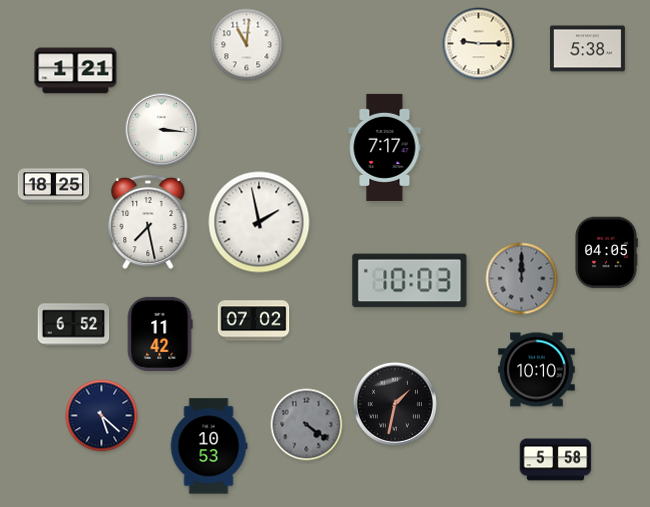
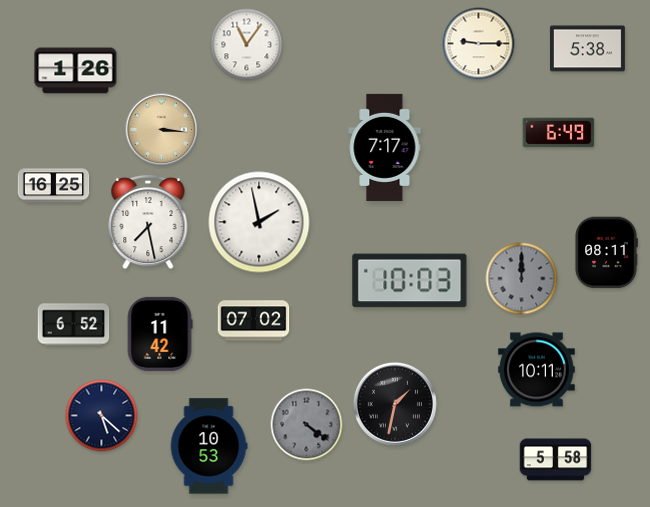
clock at (247, 45): 11:01 -> 11:06
clock at (76, 71): 1:21 -> 1:26
clock at (162, 130) dial: white -> champagne
clock at (559, 133): none -> 6:49
clock at (54, 186): 18:25 -> 16:25
clock at (606, 253): 04:05 -> 08:11
clock at (537, 370): 10:10 -> 10:11
